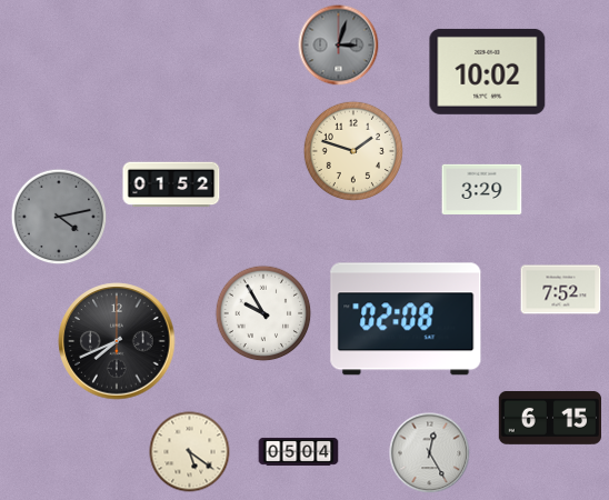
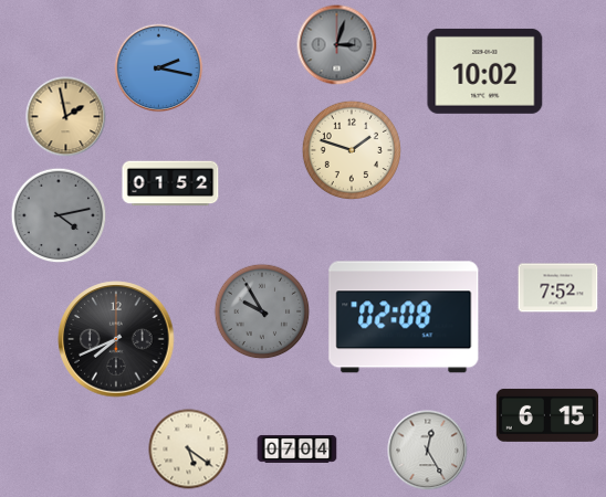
clock at (159, 68): none -> 2:17
clock at (66, 117): none -> 1:58
clock at (482, 189): 3:29 -> none
clock at (263, 313) dial: white -> grey
clock at (299, 452): 05:04 -> 07:04
